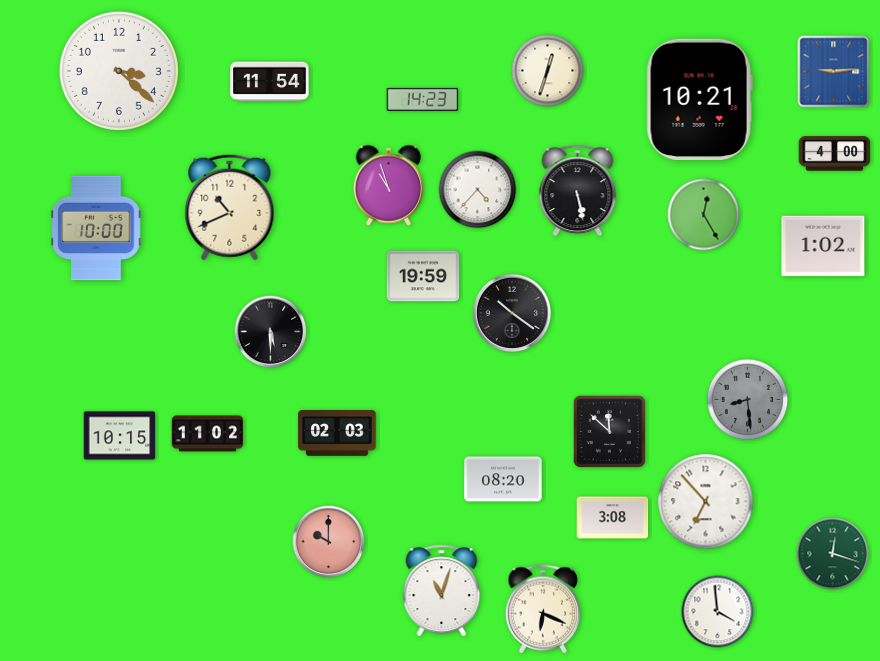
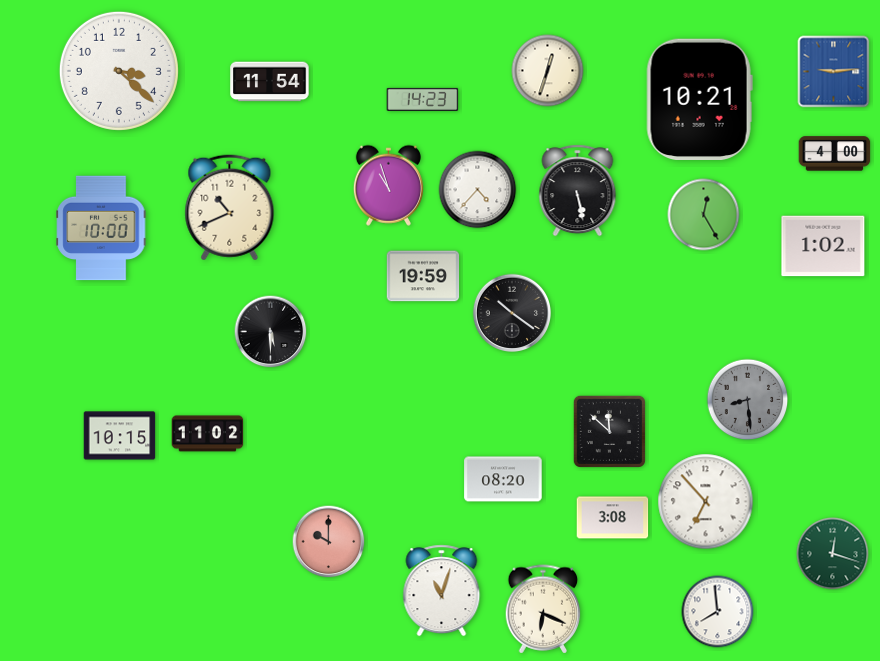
clock at (96, 228) position: (96, 228) -> (101, 228)
clock at (337, 433): 02:03 -> none
clock at (718, 612): 3:59 -> 7:59
